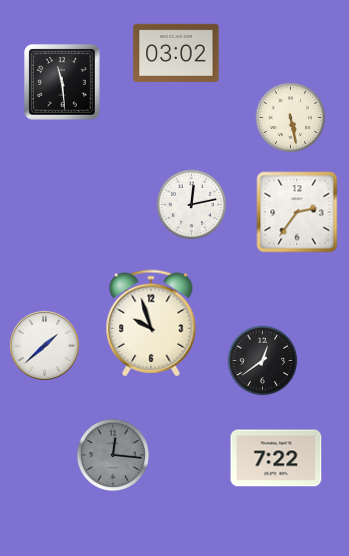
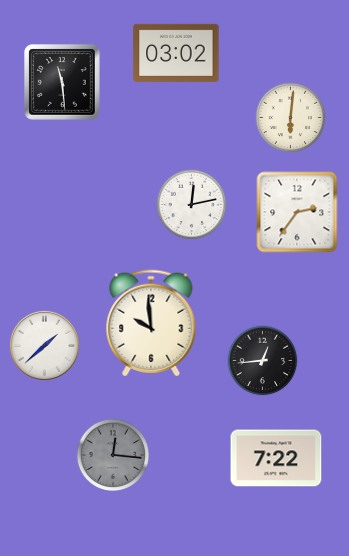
clock at (291, 118): 5:28 -> 6:01
clock at (151, 323): 9:57 -> 9:59
clock at (263, 361): 12:39 -> 12:44
